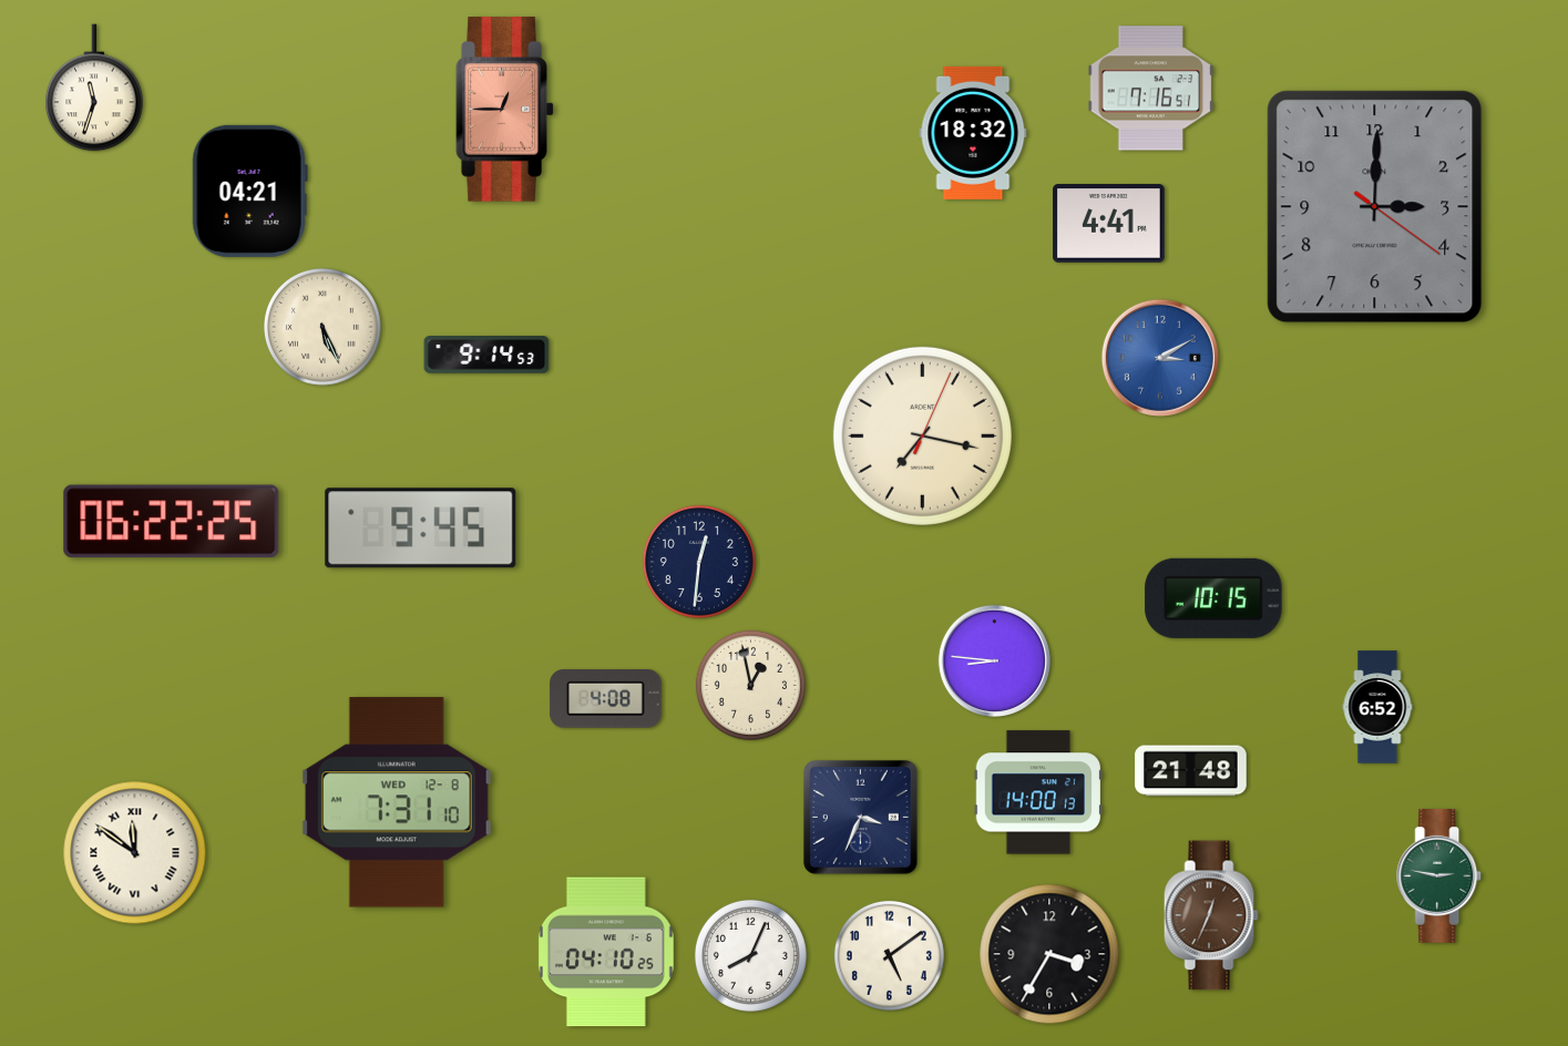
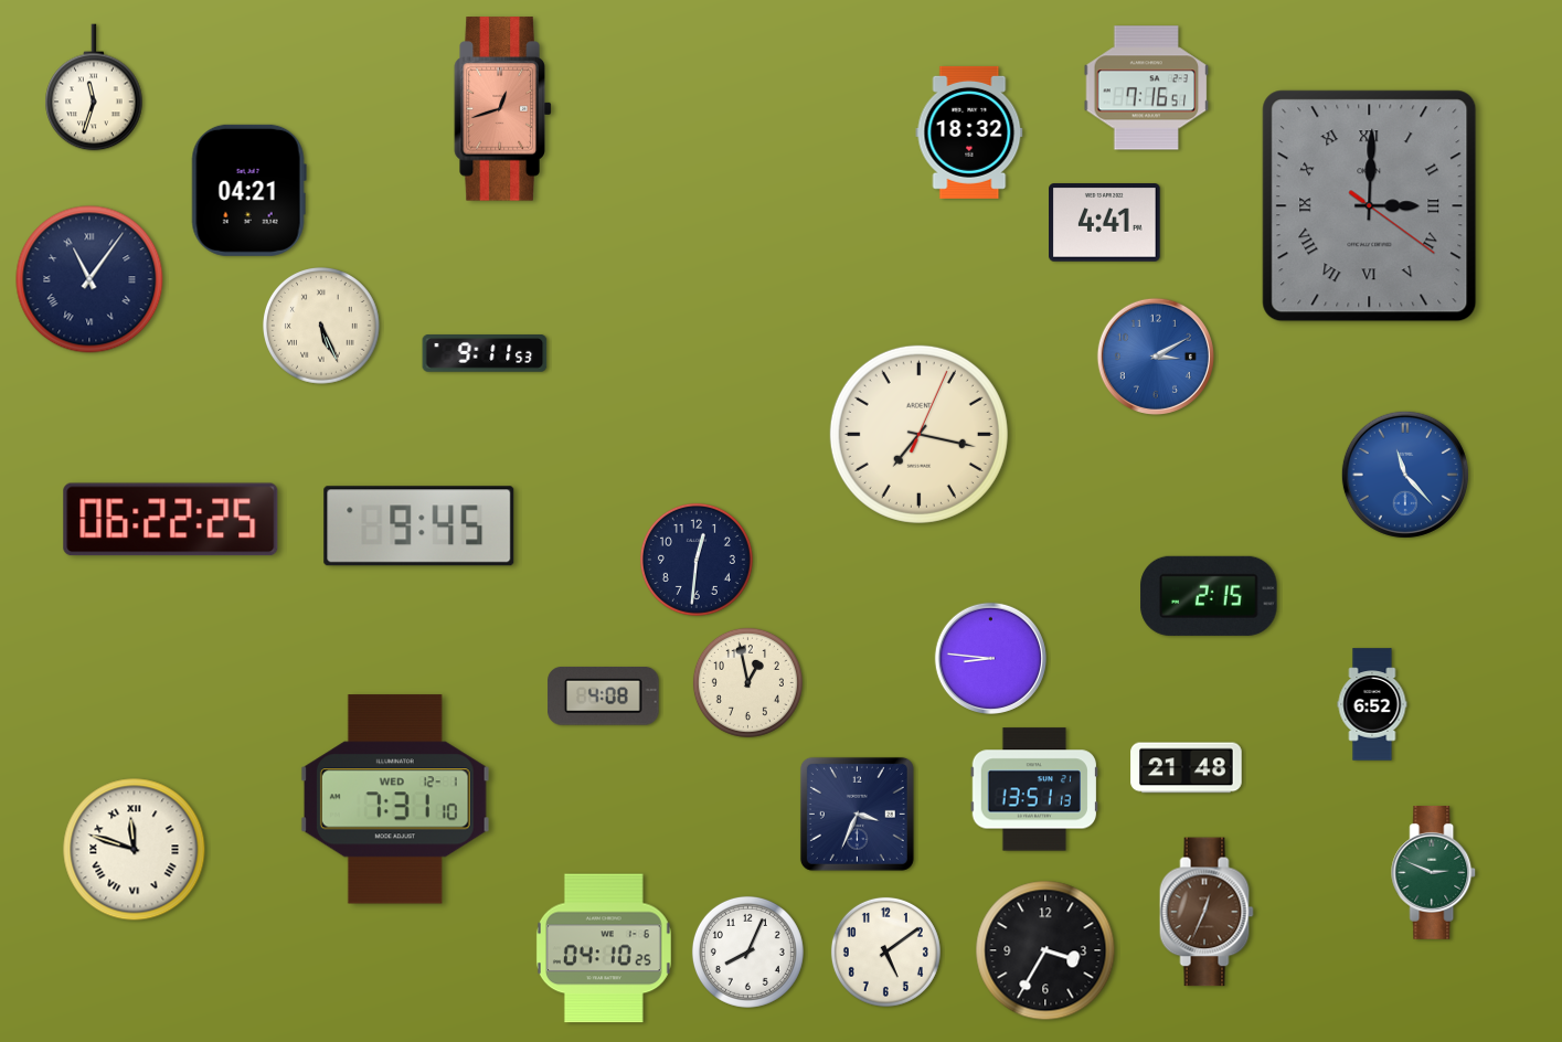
clock at (505, 110): 12:45 -> 12:42
clock at (1375, 207) numerals: Arabic -> Roman
clock at (89, 279): none -> 11:06
clock at (486, 355): 9:14 -> 9:11
clock at (1405, 475): none -> 11:23
clock at (1213, 598): 10:15 -> 2:15
clock at (1038, 792): 14:00 -> 13:51
clock at (397, 802) date: WED 12-8 -> WED 12-1
clock at (135, 853): 11:51 -> 11:48
clock at (1439, 876): 2:47 -> 2:49
